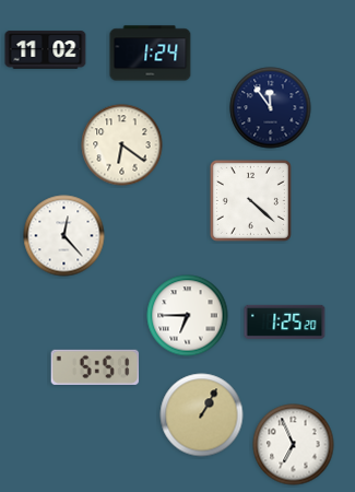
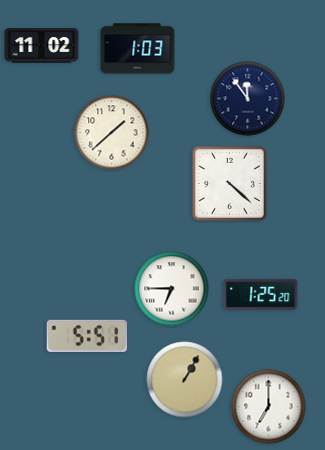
clock at (151, 54): 1:24 -> 1:03
clock at (122, 145): 6:21 -> 1:38
clock at (64, 236): 12:23 -> none
clock at (294, 445): 6:56 -> 7:00
